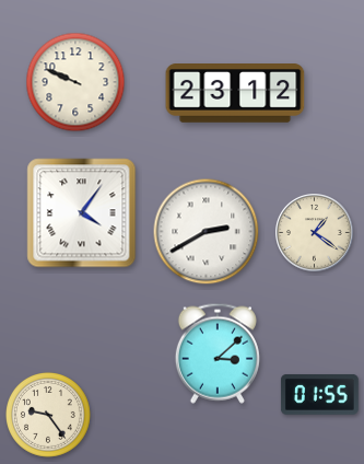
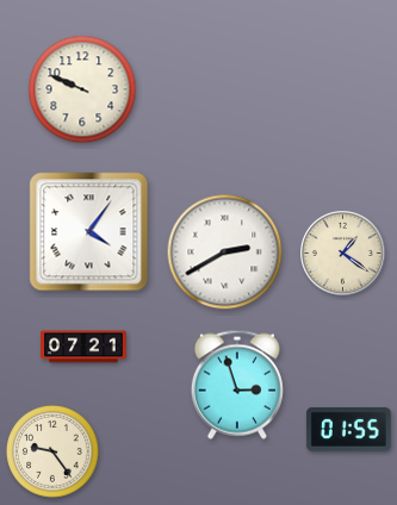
clock at (235, 94): 23:12 -> none
clock at (83, 347): none -> 07:21
clock at (218, 353): 3:08 -> 2:57
